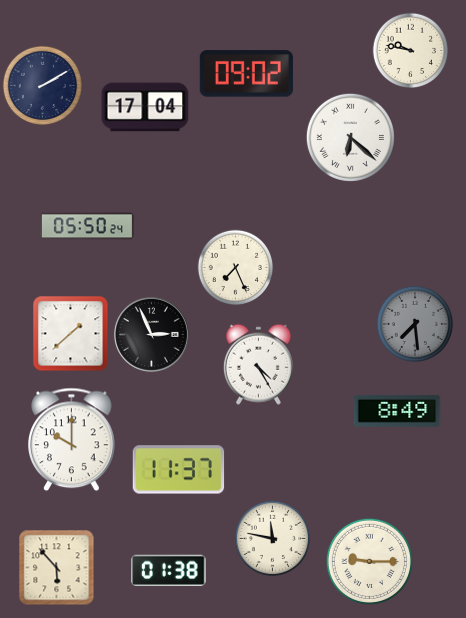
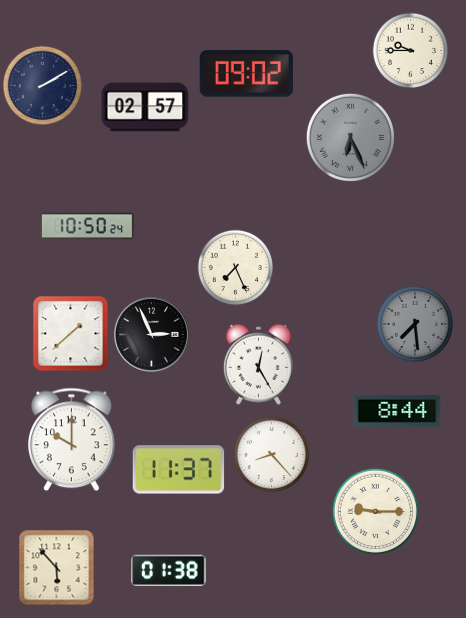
clock at (411, 51): 9:47 -> 9:45
clock at (145, 107): 17:04 -> 02:57
clock at (350, 137): 6:22 -> 6:26
clock at (350, 137) dial: white -> grey
clock at (87, 226): 05:50 -> 10:50
clock at (258, 364): 4:25 -> 12:25
clock at (397, 411): 8:49 -> 8:44
clock at (272, 455): none -> 8:23
clock at (273, 539): 11:47 -> none
clock at (369, 561) position: (369, 561) -> (375, 511)
